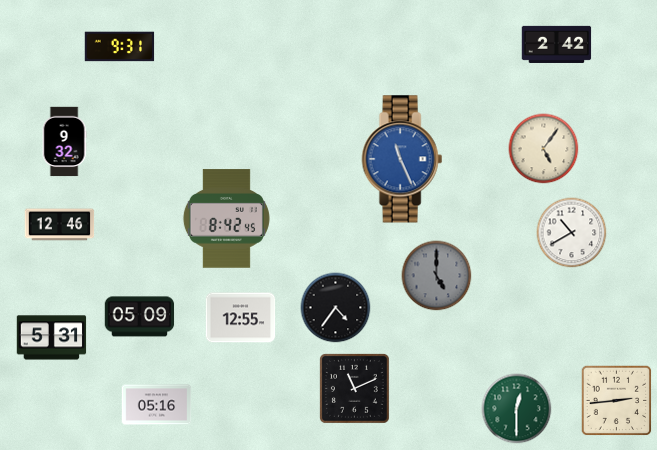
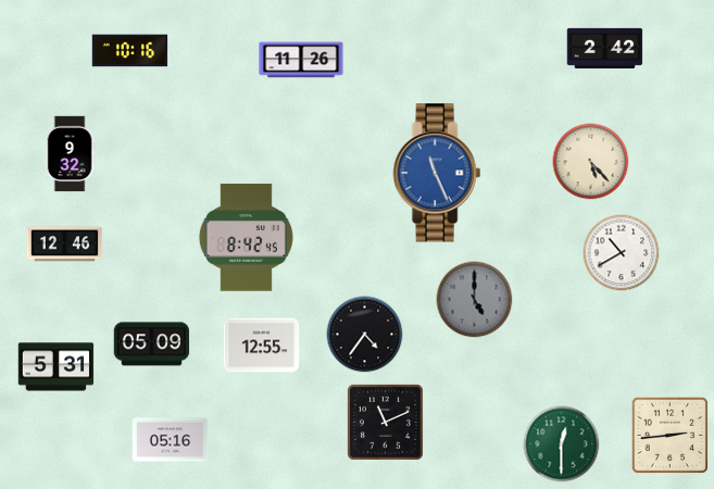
clock at (120, 47): 9:31 -> 10:16
clock at (301, 60): none -> 11:26
clock at (544, 149): 5:06 -> 5:23
